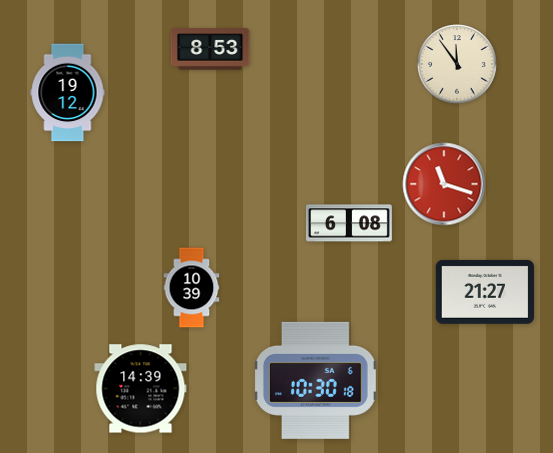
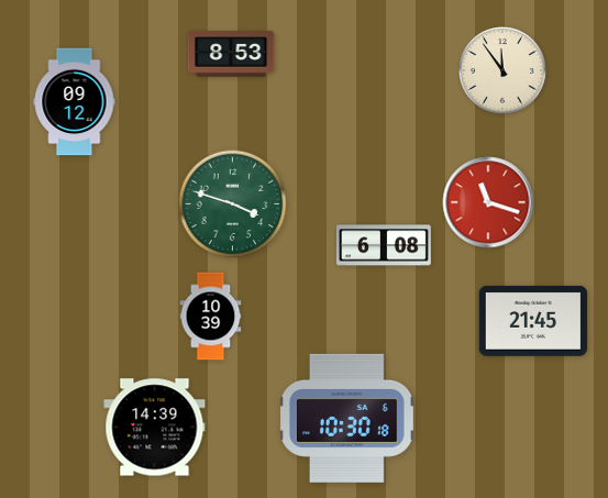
clock at (68, 93): 19:12 -> 09:12
clock at (233, 204): none -> 3:48
clock at (485, 292): 21:27 -> 21:45
